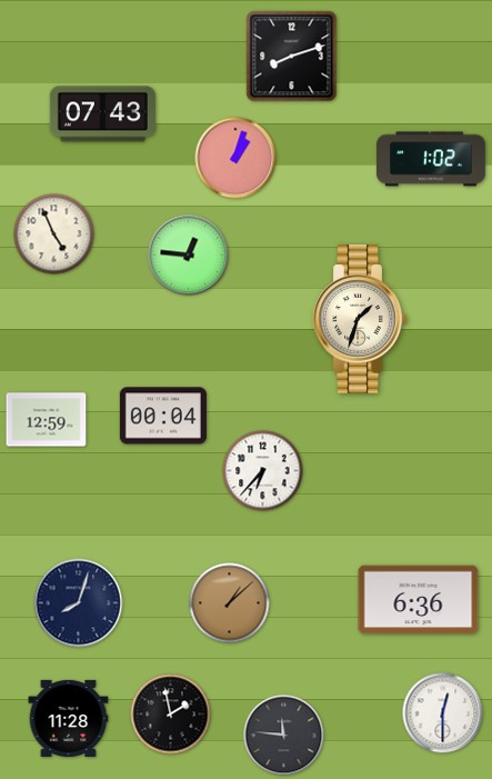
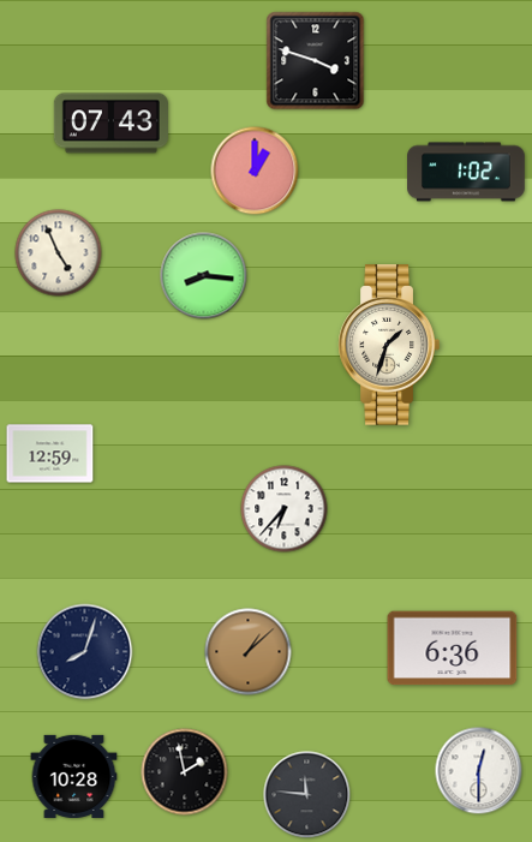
clock at (292, 57): 8:12 -> 3:48
clock at (235, 158): 1:03 -> 1:00
clock at (189, 256): 12:46 -> 8:16
clock at (163, 416): 00:04 -> none
clock at (69, 718): 11:28 -> 10:28
